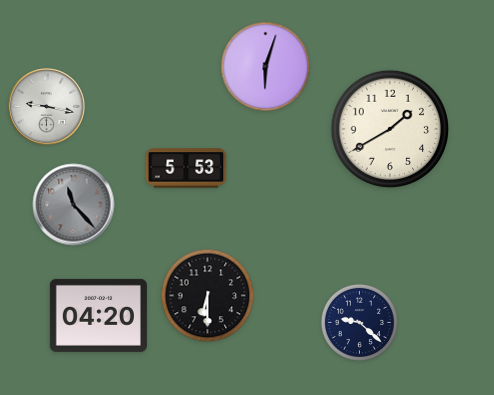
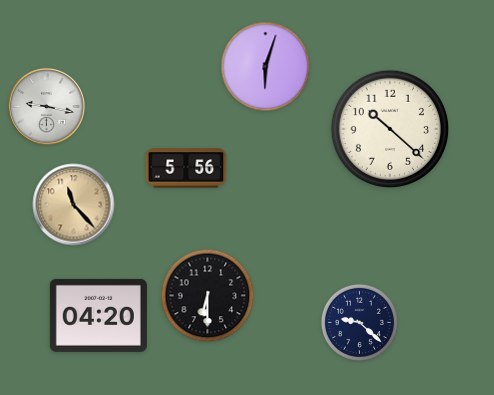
clock at (389, 128): 1:40 -> 10:22
clock at (186, 168): 5:53 -> 5:56
clock at (74, 205) dial: grey -> champagne
